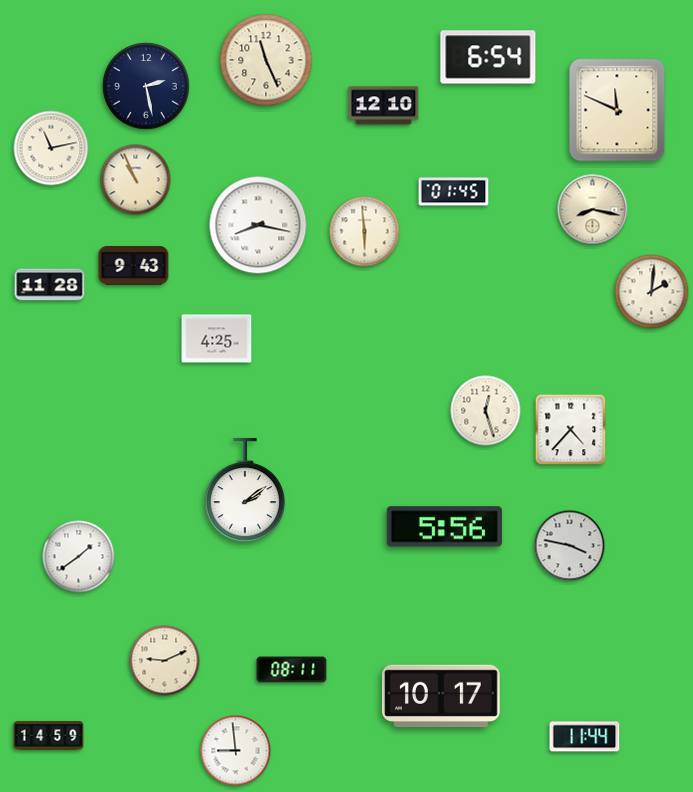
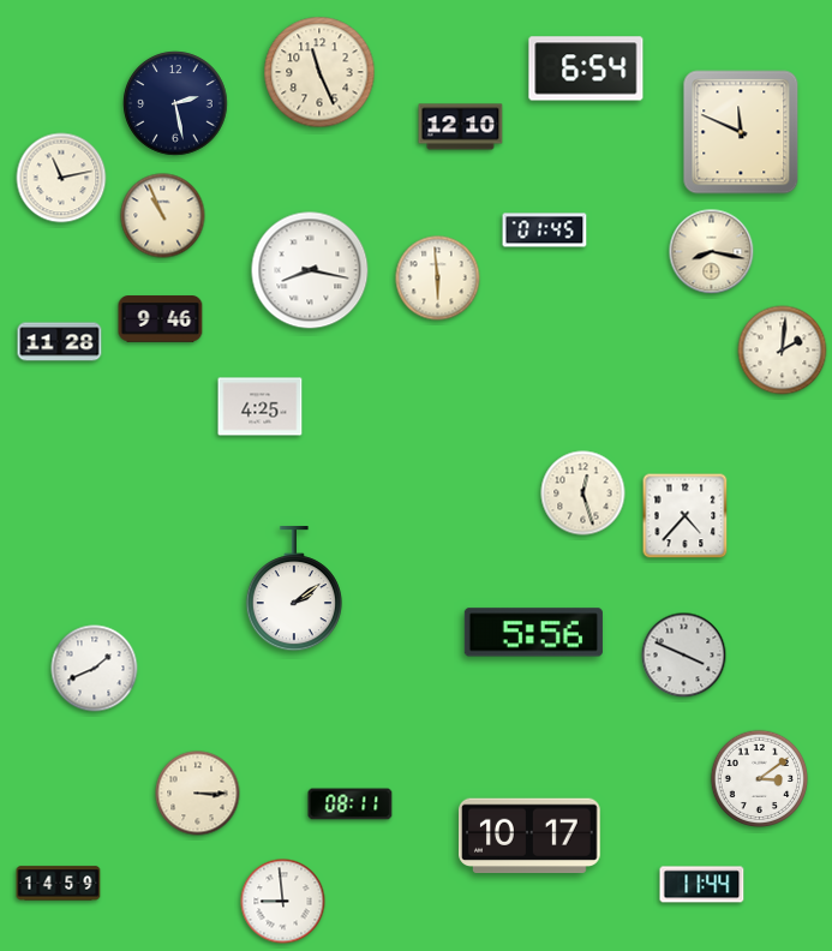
clock at (134, 266): 9:43 -> 9:46
clock at (570, 546): 3:47 -> 3:49
clock at (79, 557): 1:39 -> 1:41
clock at (760, 779): none -> 3:09
clock at (165, 661): 9:11 -> 3:15
